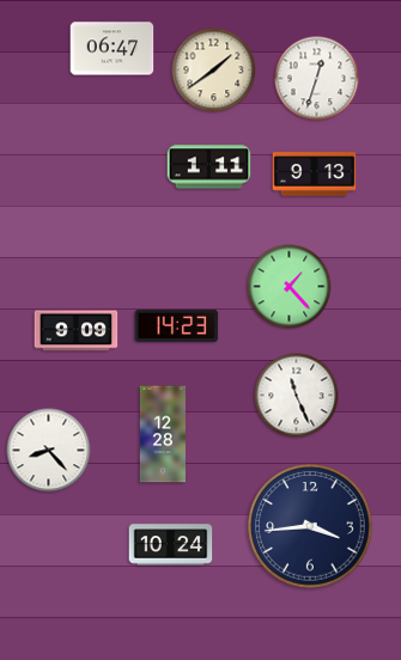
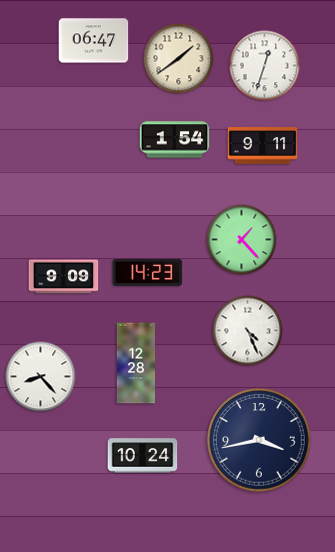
clock at (209, 167): 1:11 -> 1:54
clock at (315, 175): 9:13 -> 9:11
clock at (297, 396): 11:26 -> 4:26
clock at (310, 526): 3:44 -> 3:43
